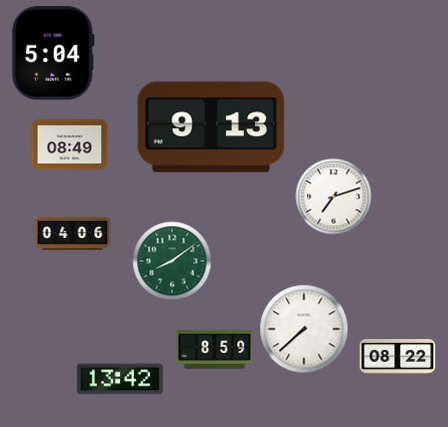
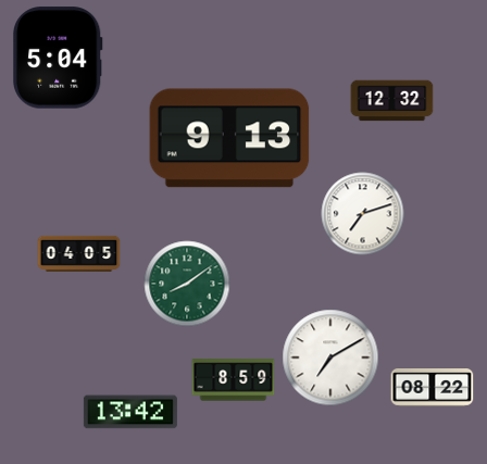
clock at (392, 101): none -> 12:32
clock at (70, 145): 08:49 -> none
clock at (73, 233): 04:06 -> 04:05
clock at (304, 329): 7:38 -> 7:10
